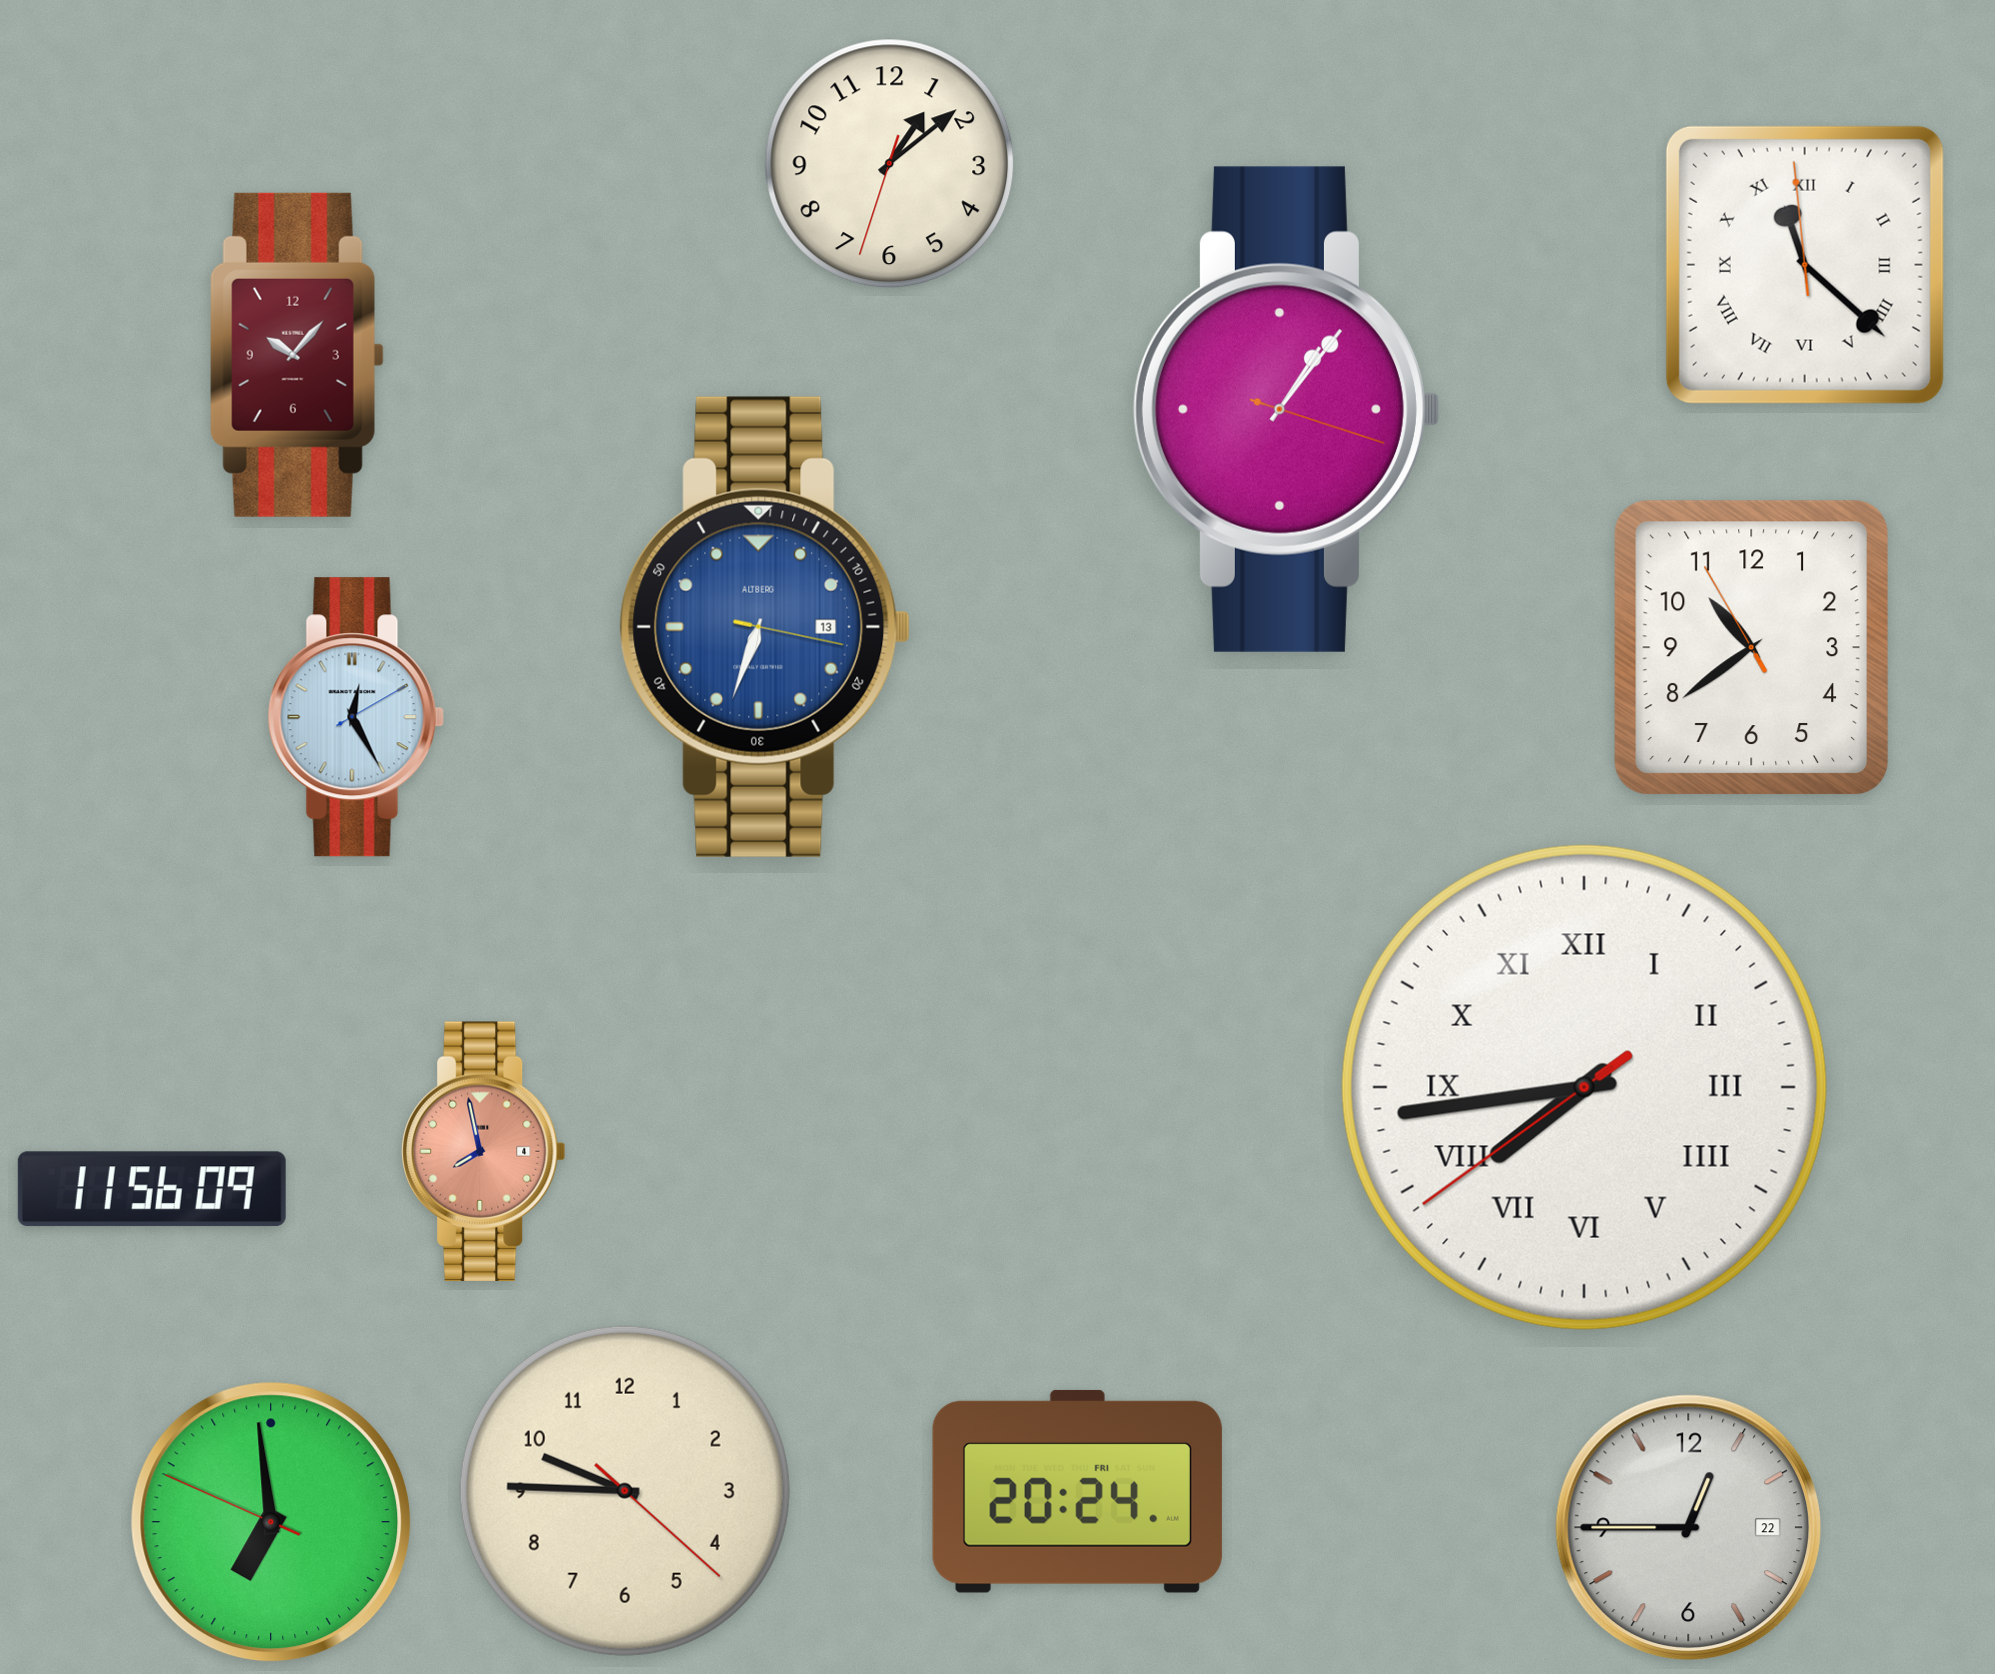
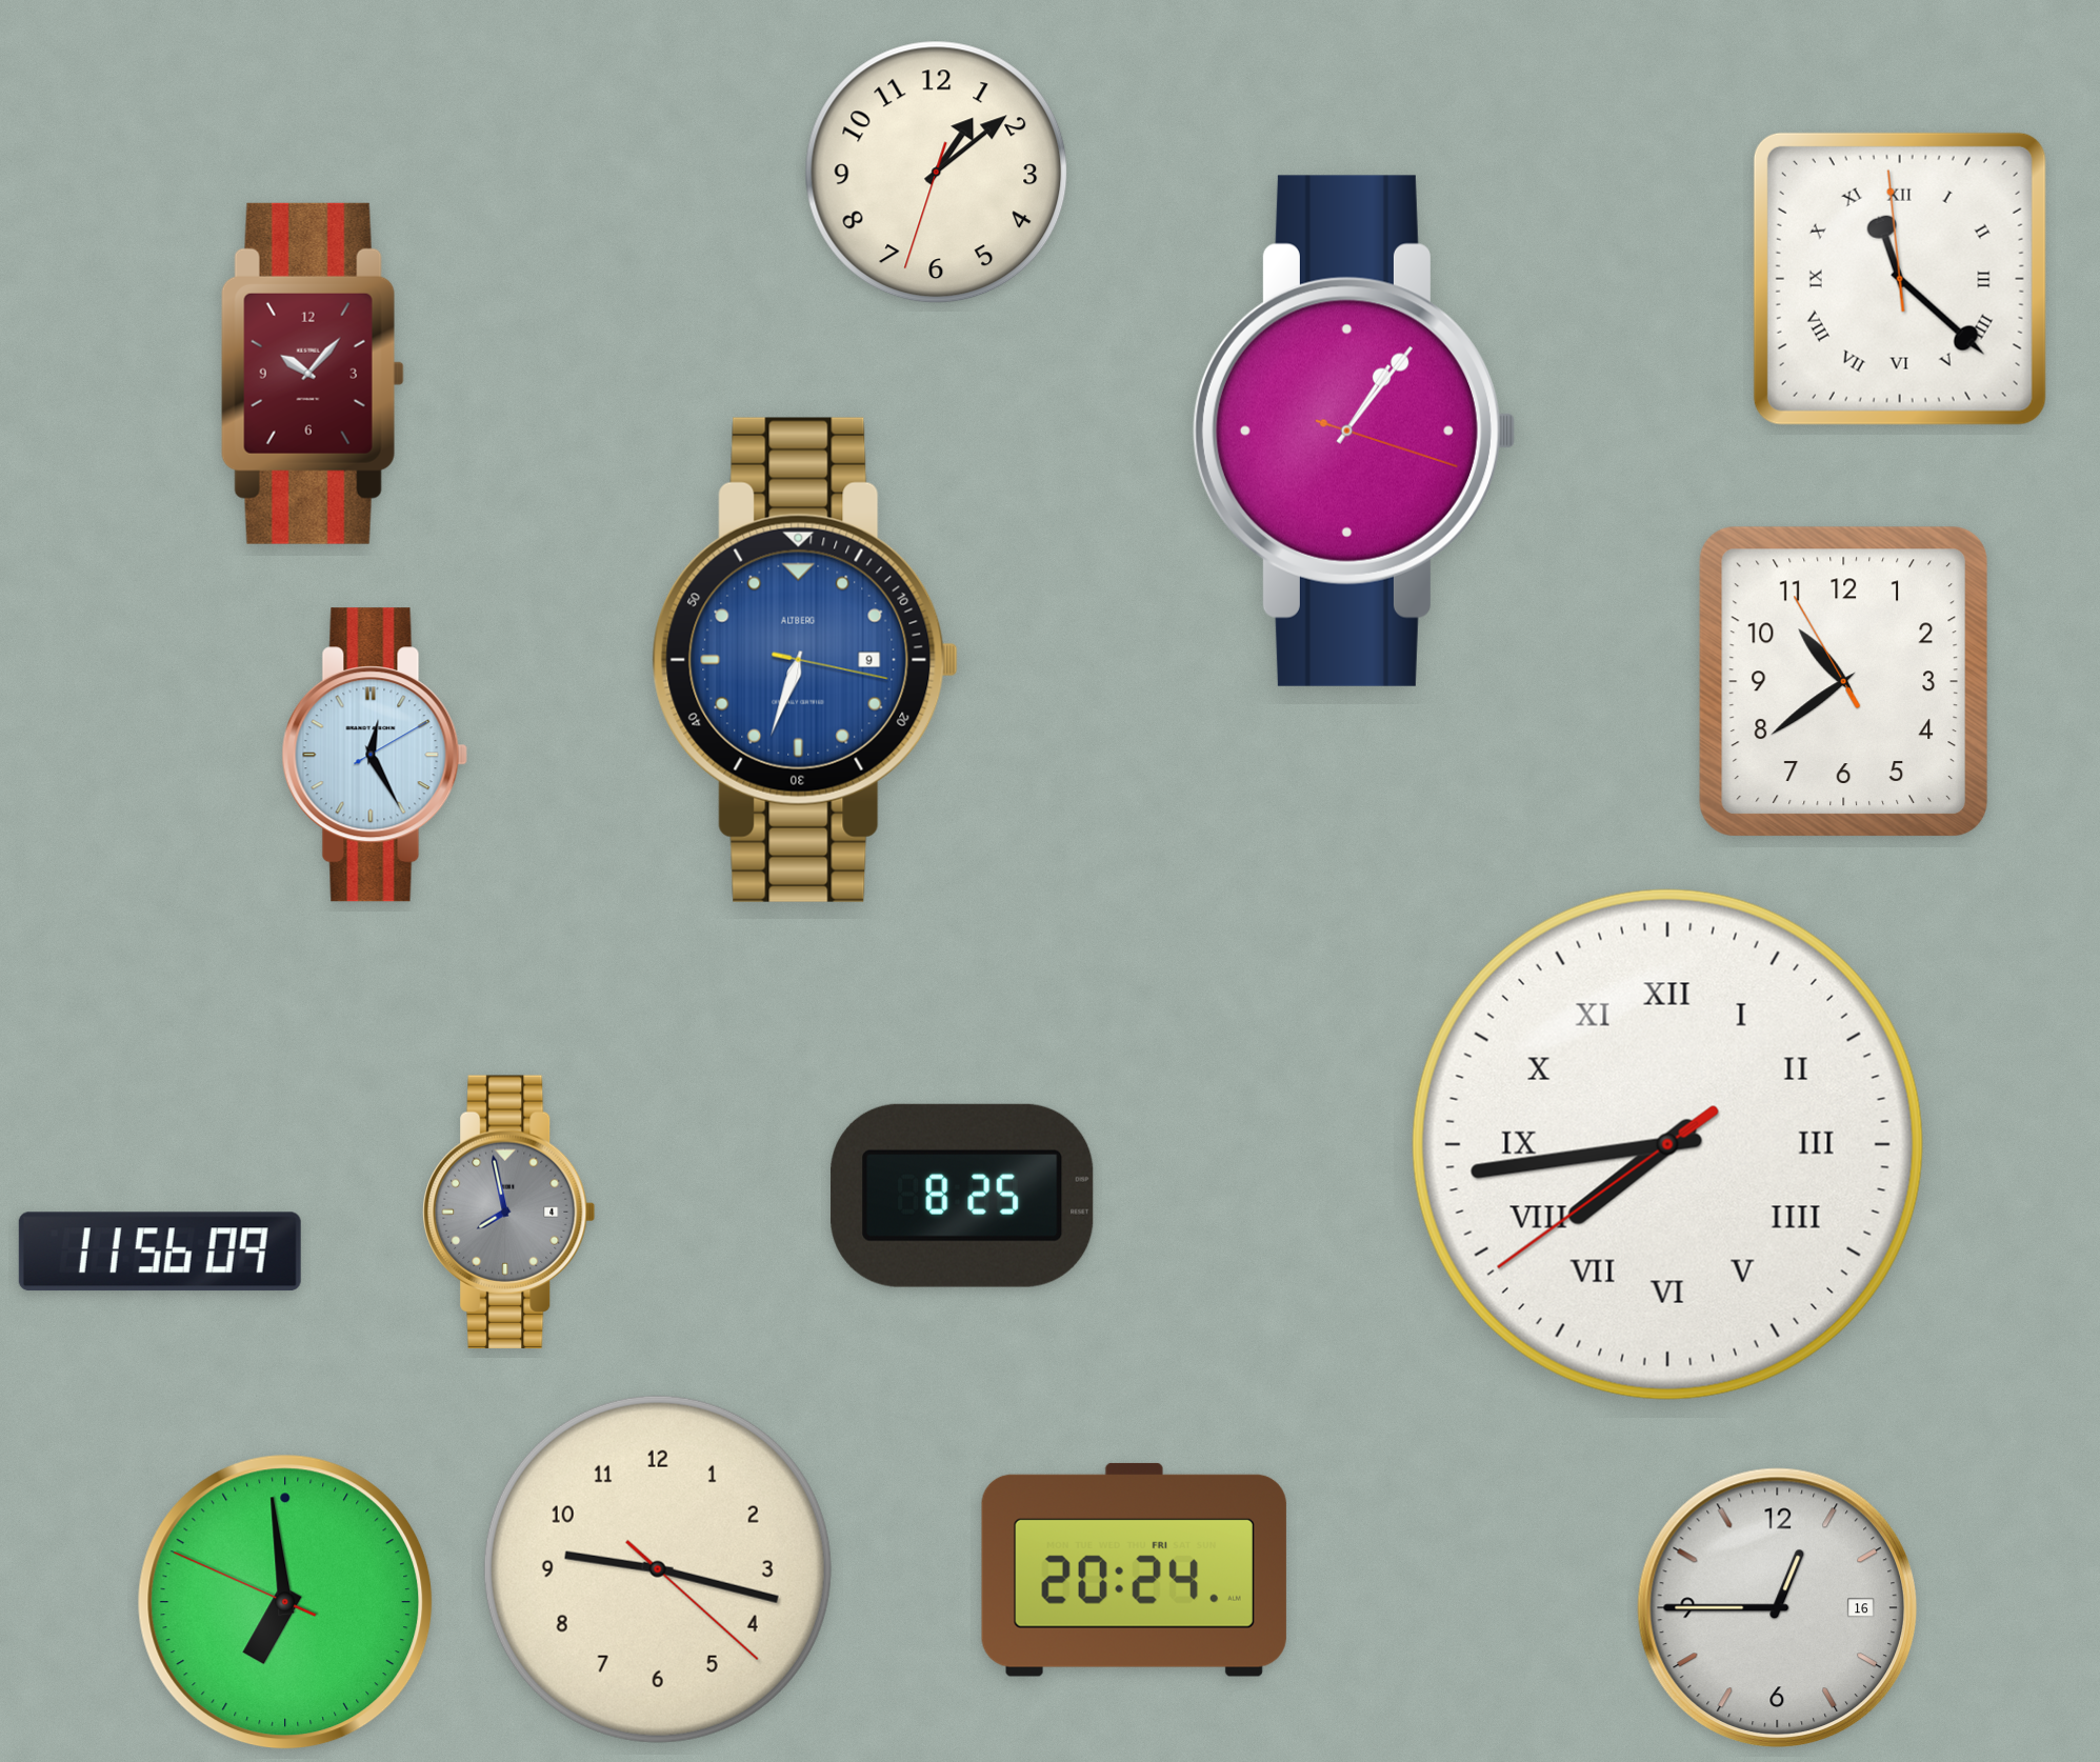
clock at (765, 627) date: 13 -> 9
clock at (962, 1196): none -> 8:25
clock at (484, 1151) dial: salmon -> grey
clock at (625, 1491): 9:45 -> 9:17
clock at (1688, 1527) date: 22 -> 16
